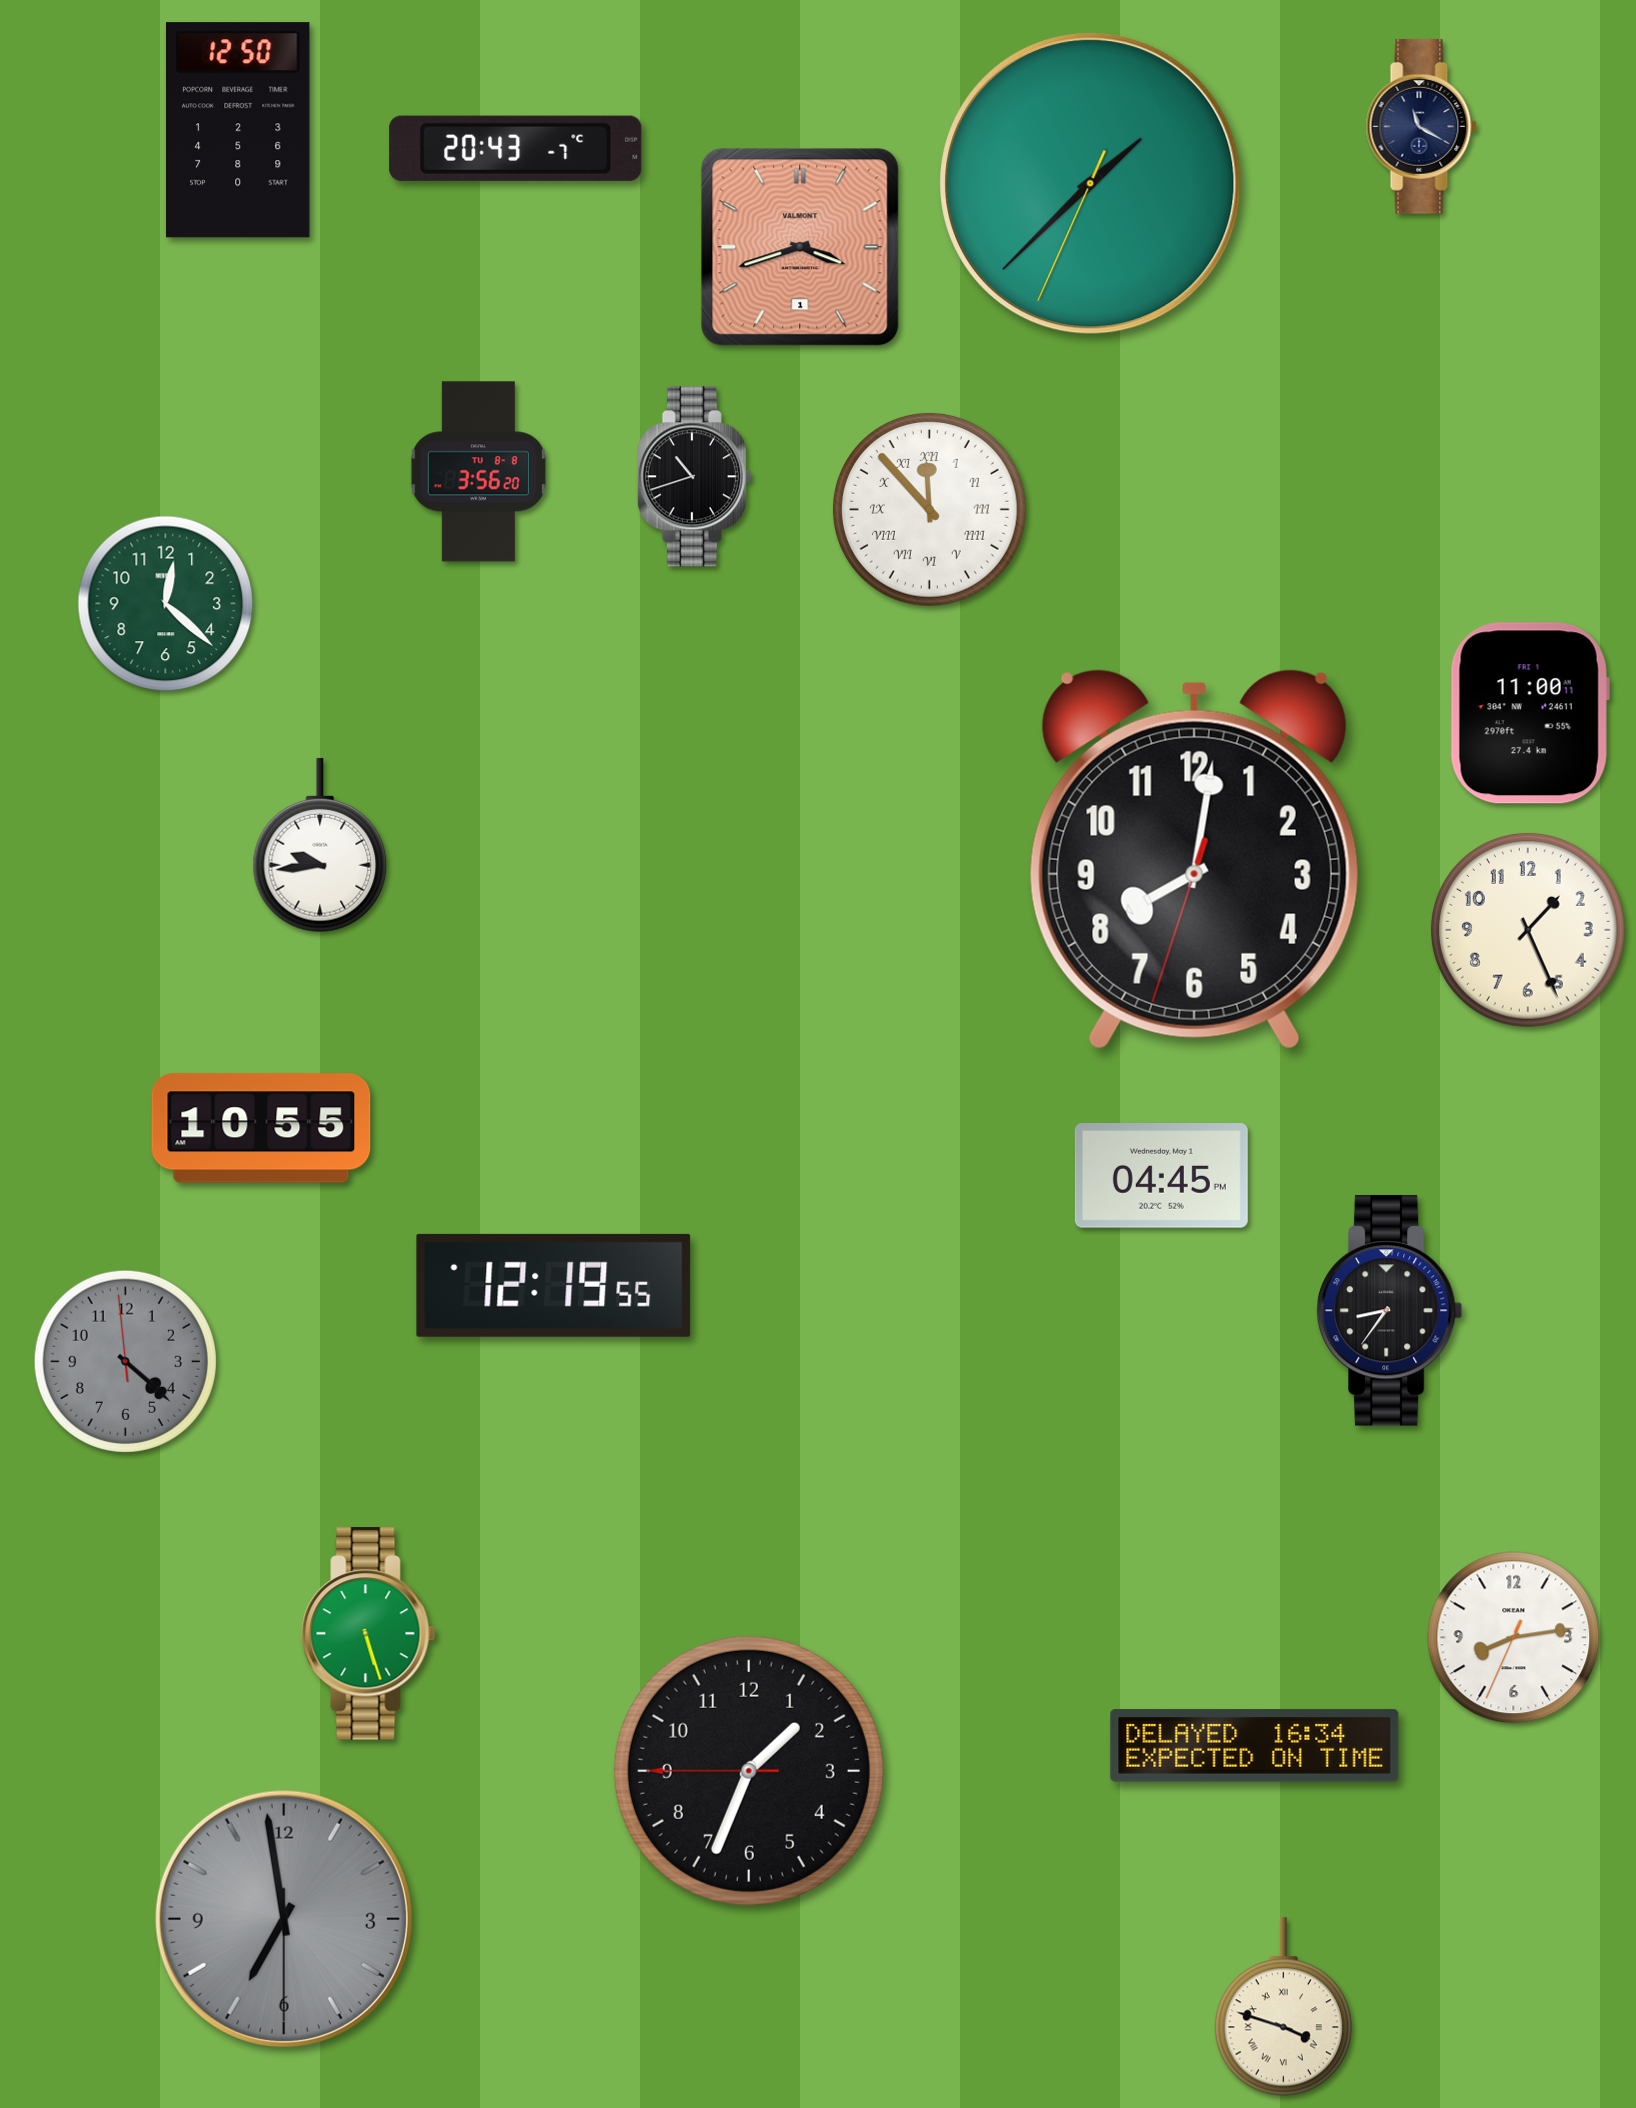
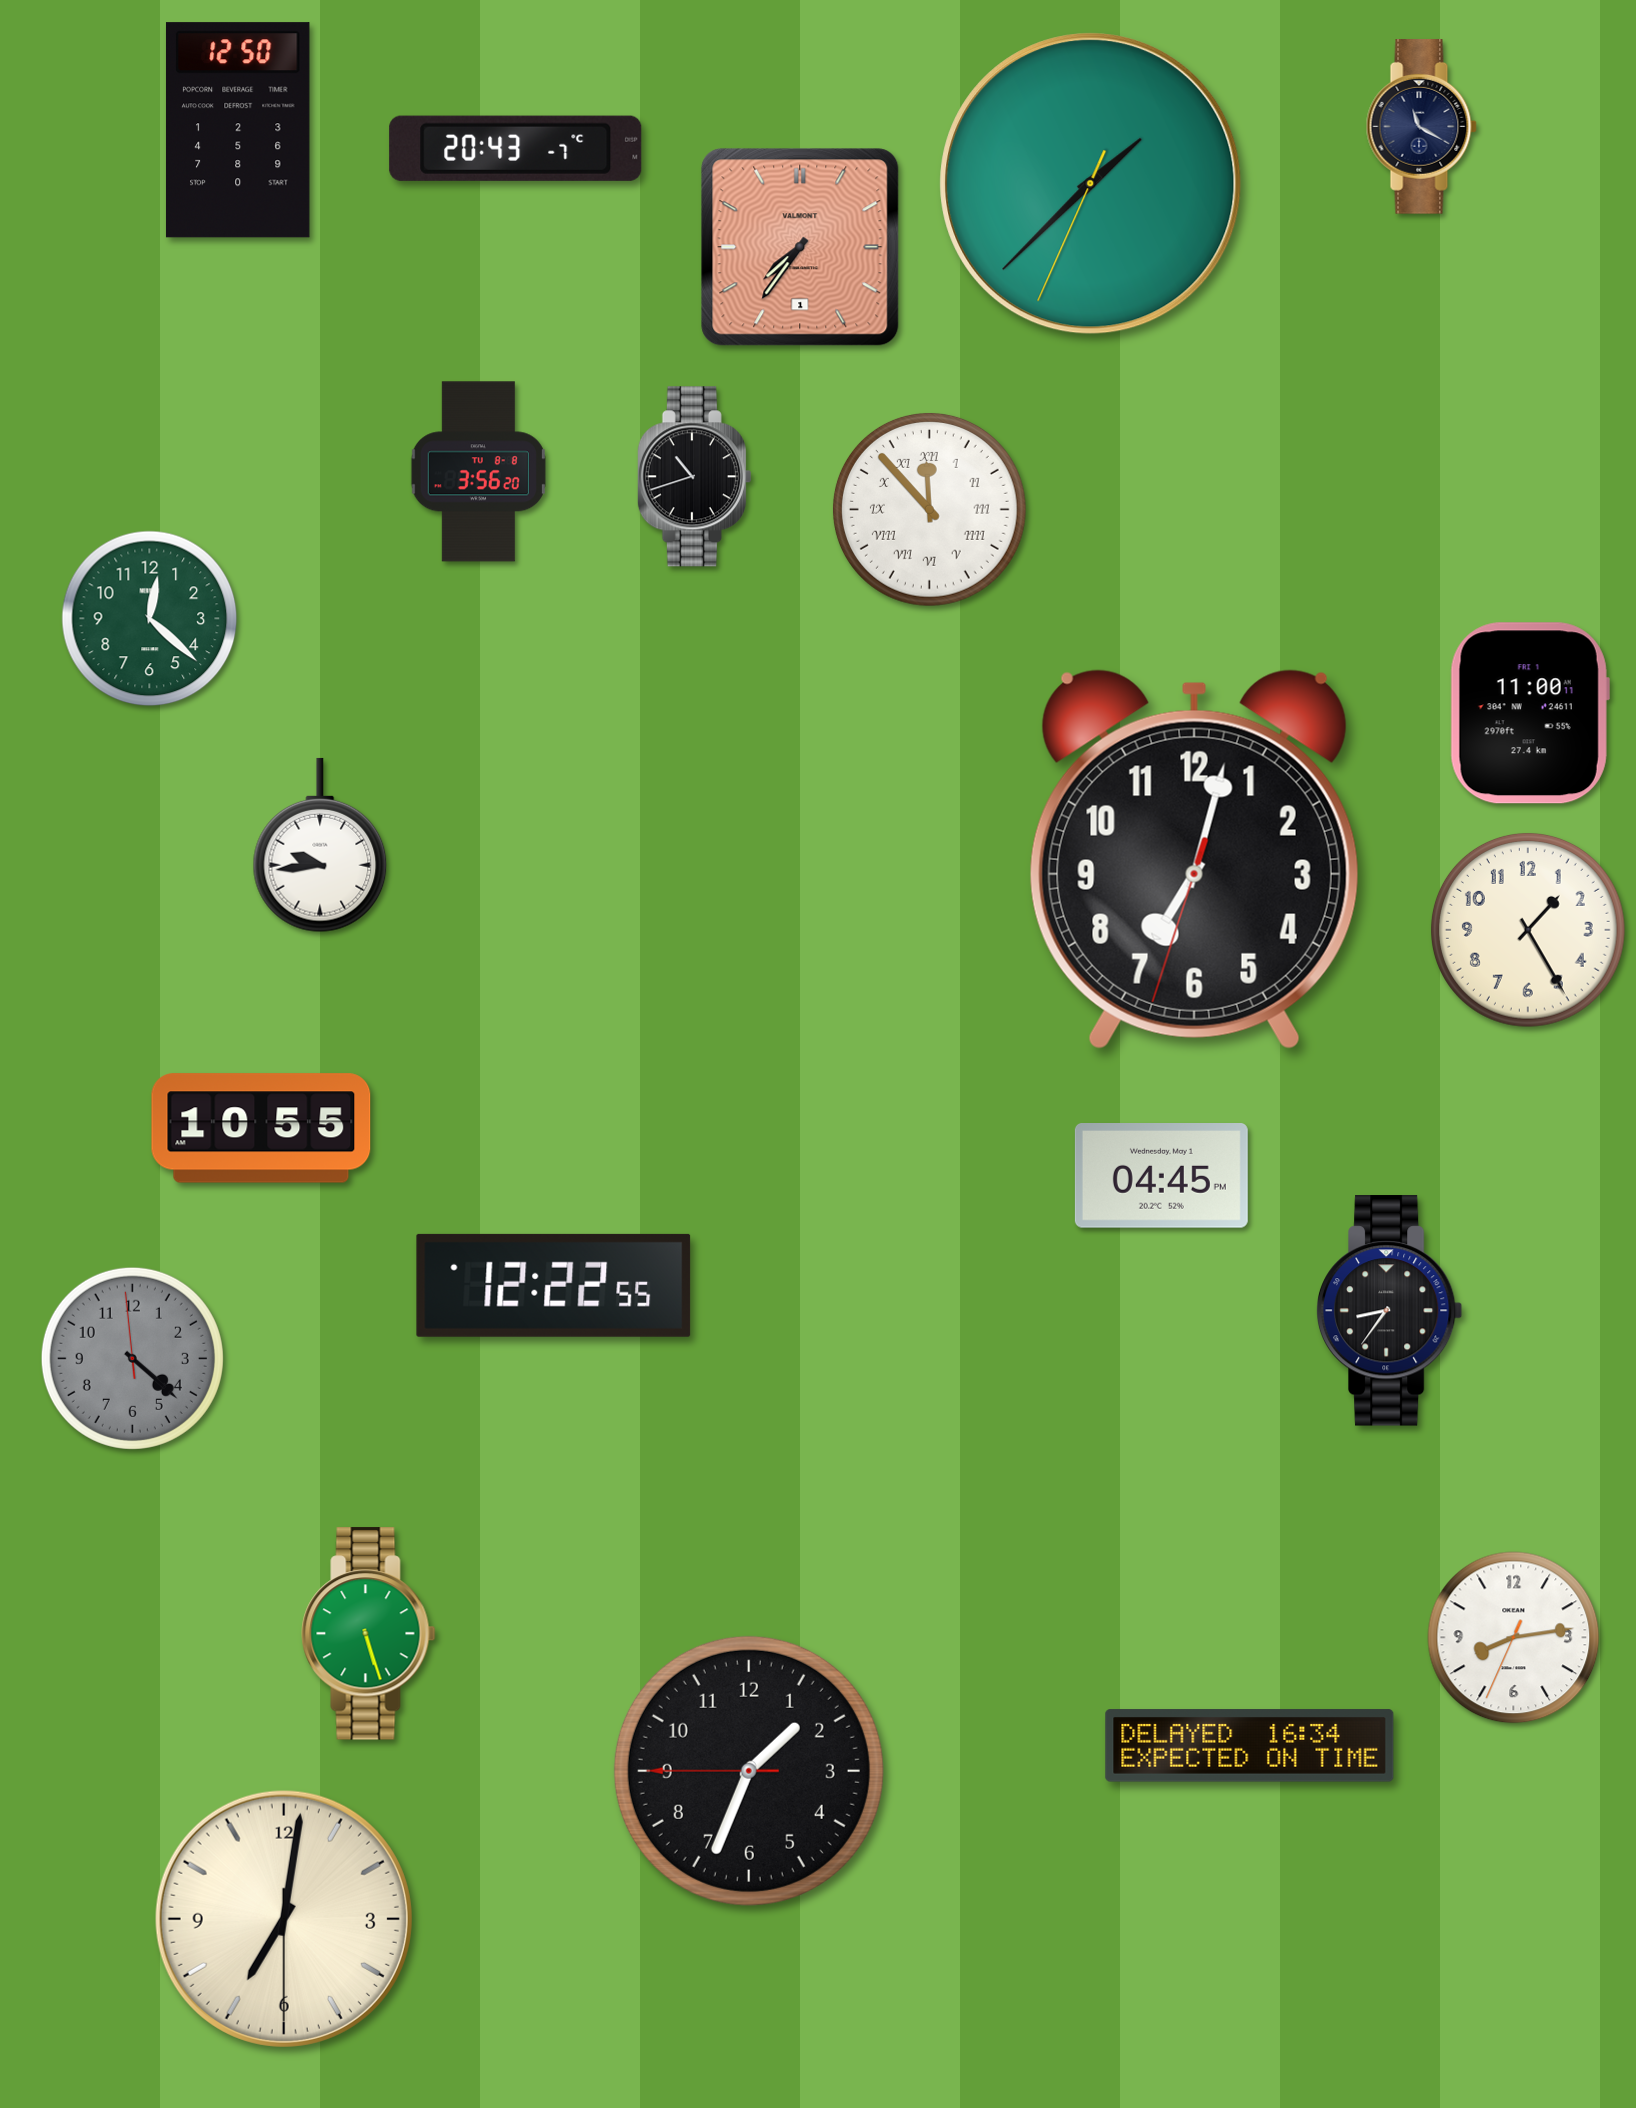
clock at (800, 247): 3:42 -> 7:36
clock at (166, 604) position: (166, 604) -> (150, 619)
clock at (1194, 859): 8:01 -> 7:02
clock at (1528, 930): 1:26 -> 1:25
clock at (554, 1285): 12:19 -> 12:22
clock at (125, 1361) position: (125, 1361) -> (132, 1358)
clock at (1255, 1746) position: (1255, 1746) -> (1250, 1746)
clock at (284, 1919): 6:58 -> 7:01
clock at (284, 1919) dial: grey -> cream
clock at (1283, 2007): 3:48 -> none
